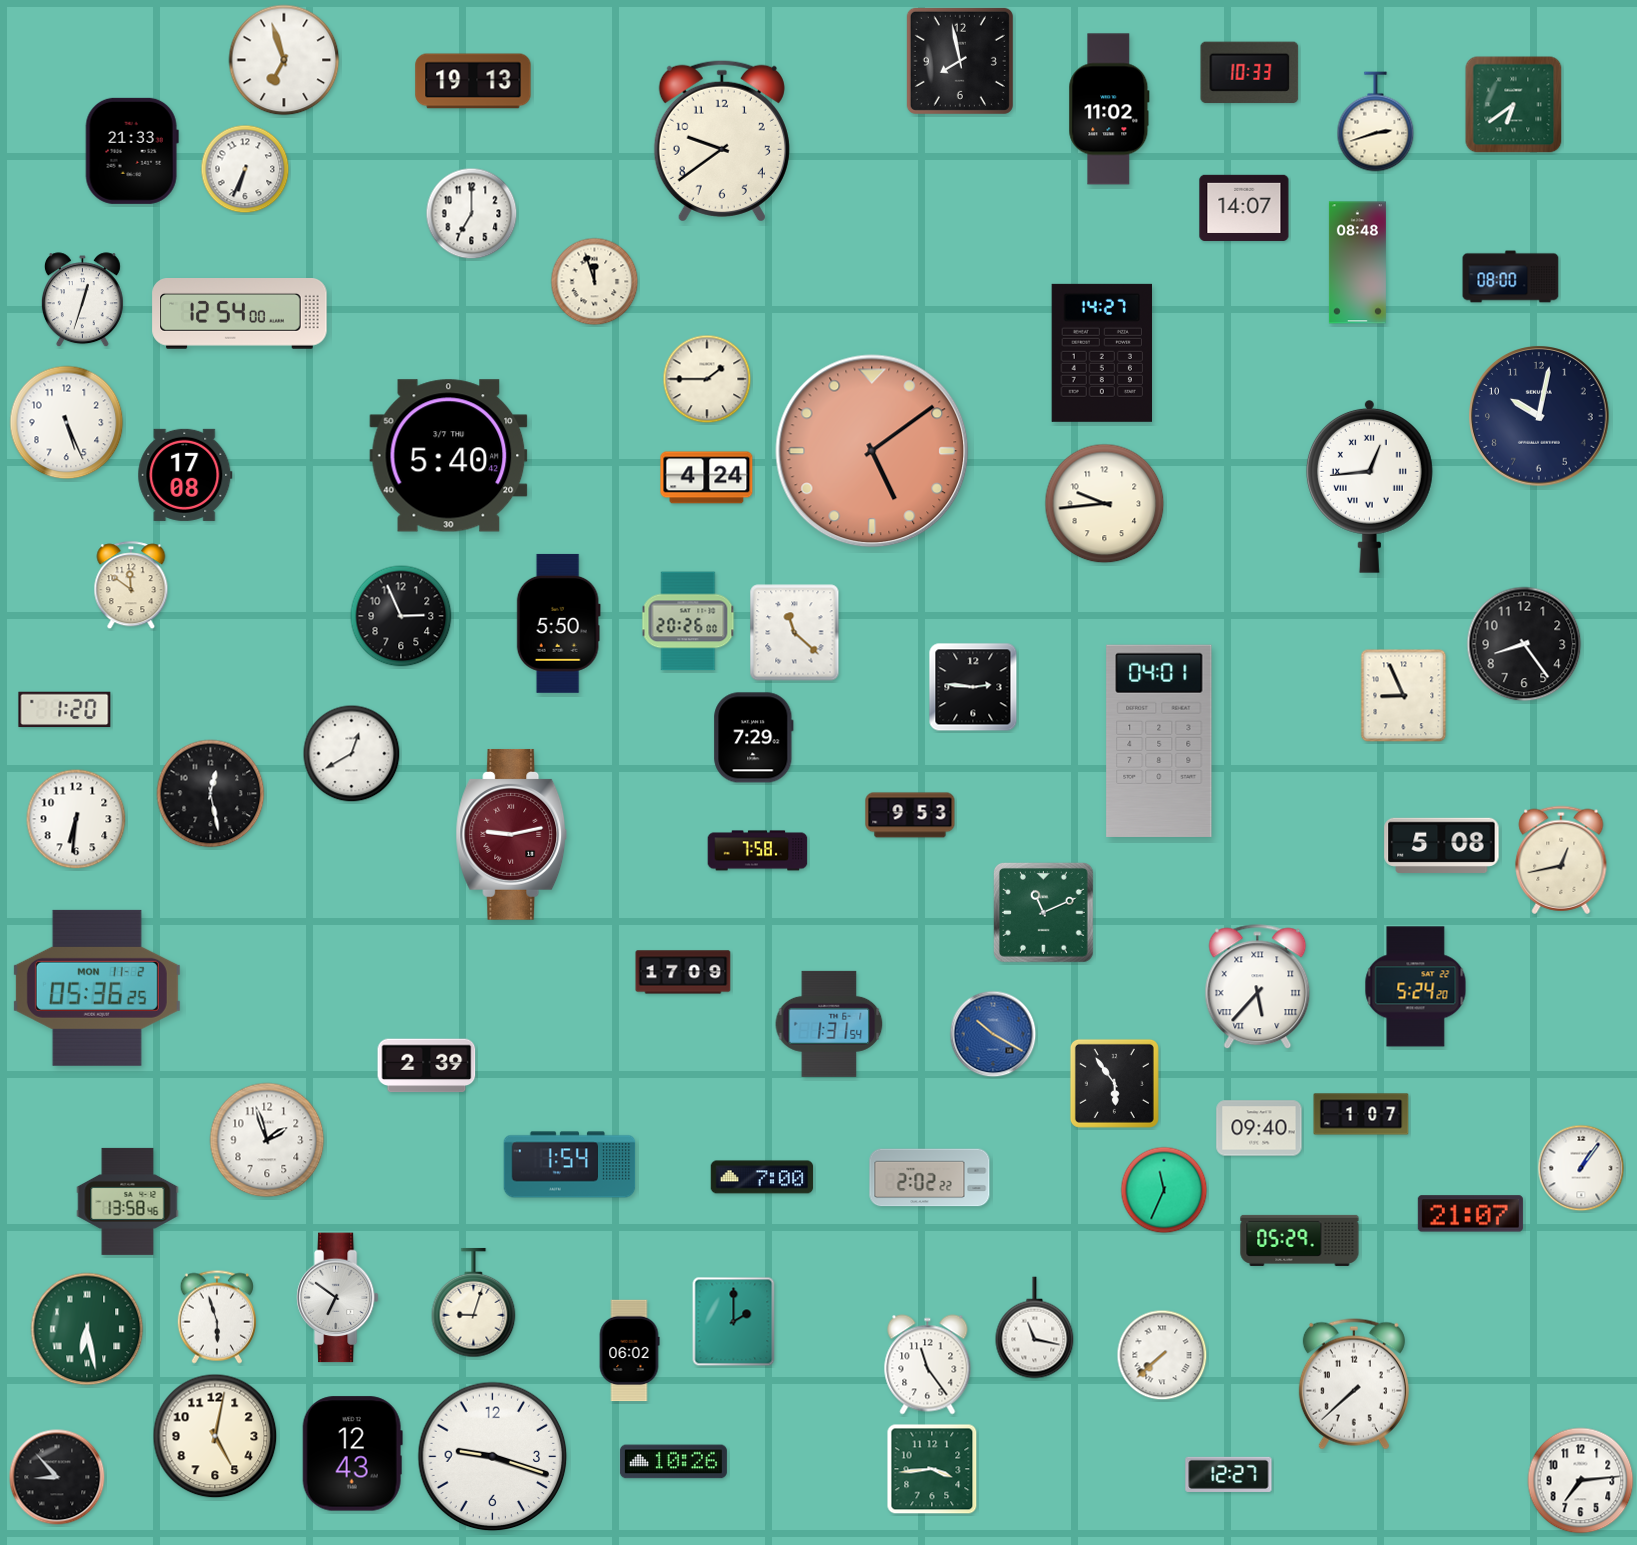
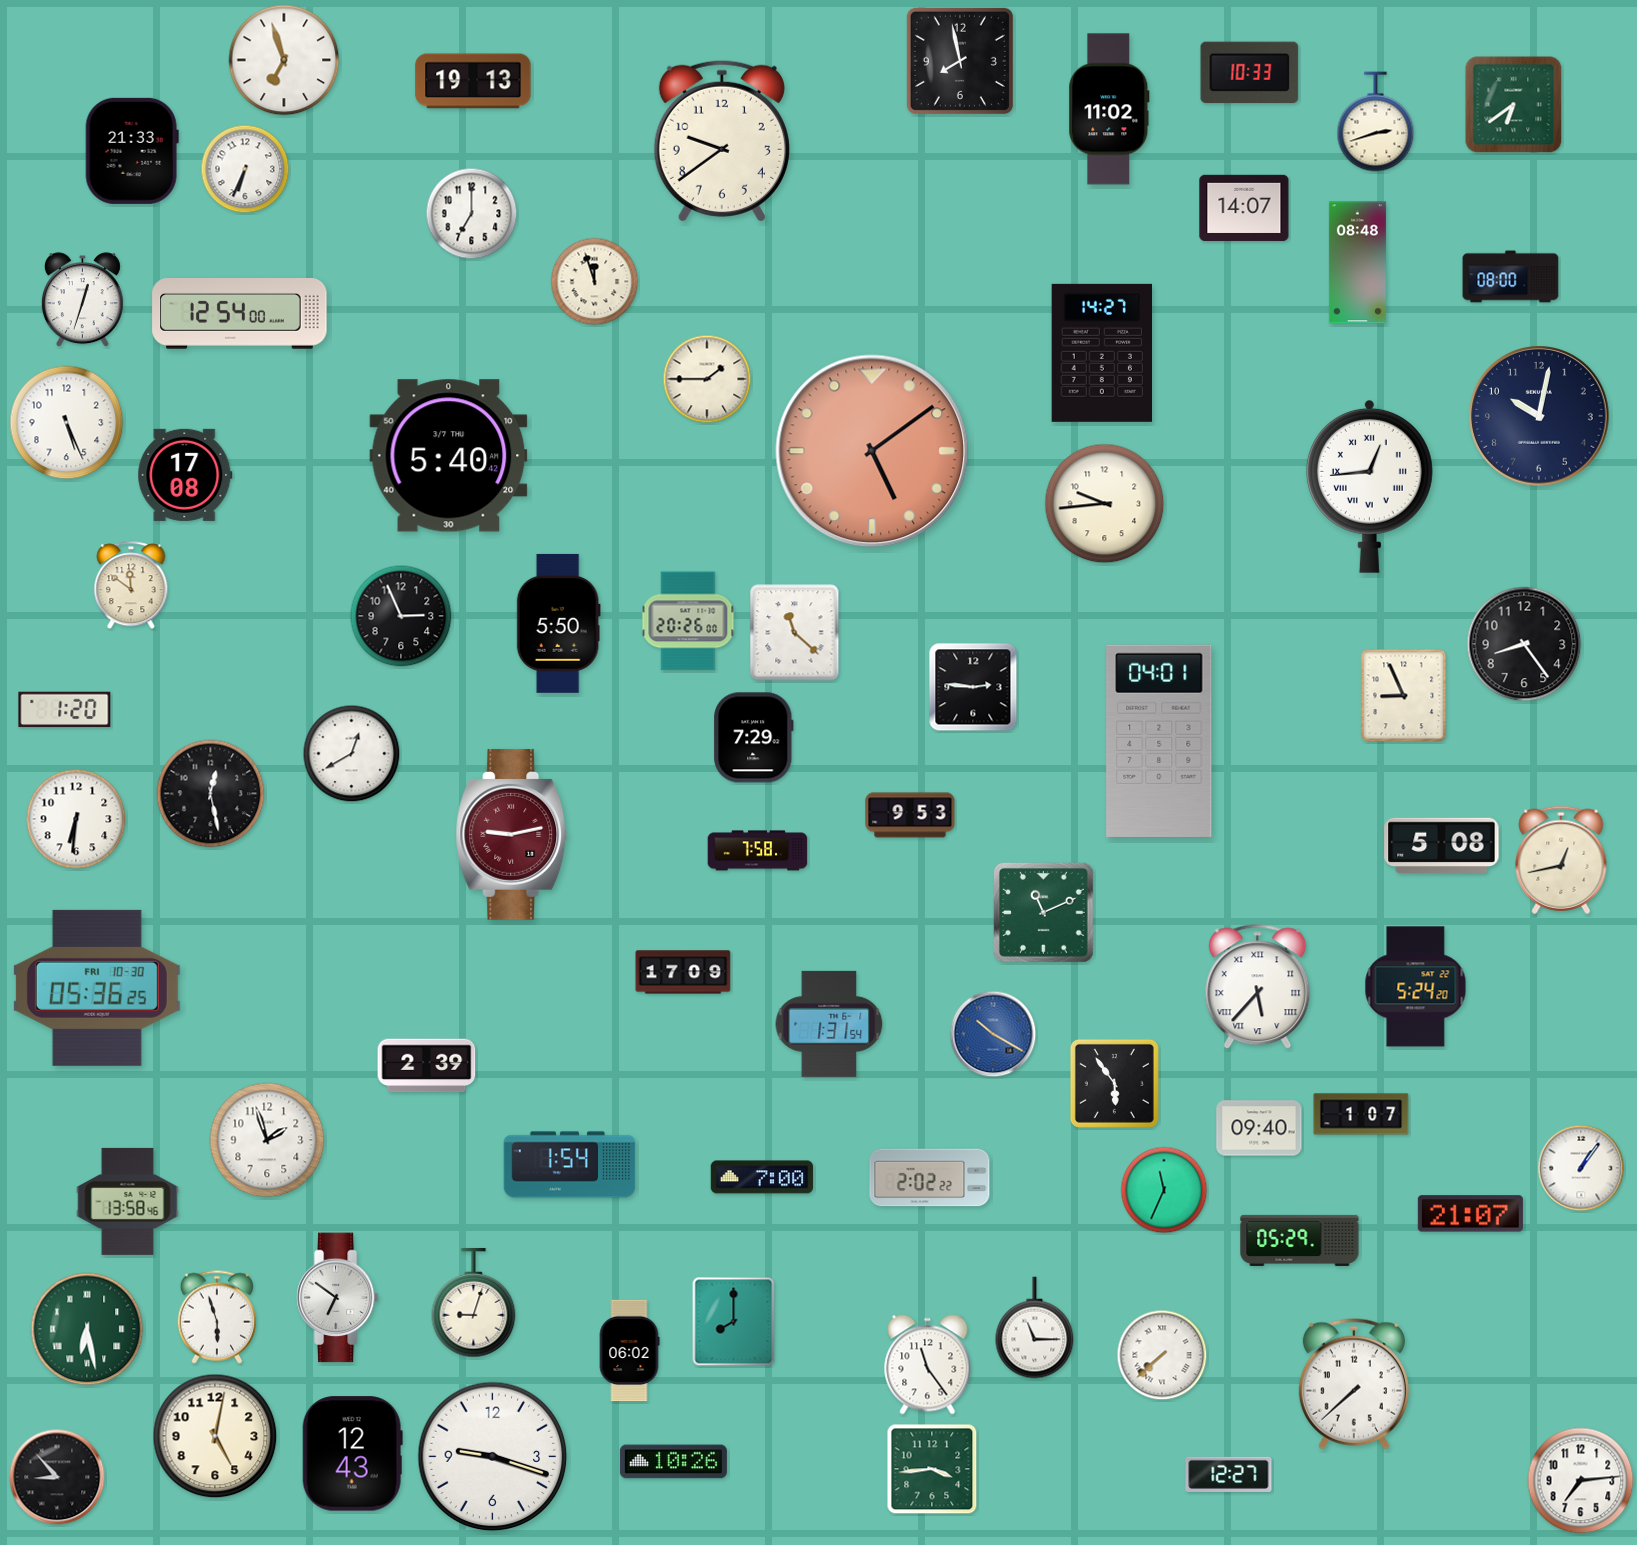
clock at (707, 478): 4:24 -> none
clock at (97, 988) date: MON 11-2 -> FRI 10-30
clock at (734, 1322): 2:00 -> 8:00
clock at (1035, 1328): 11:17 -> 11:15
